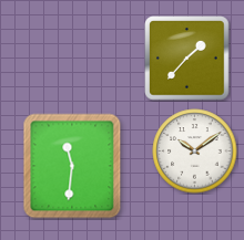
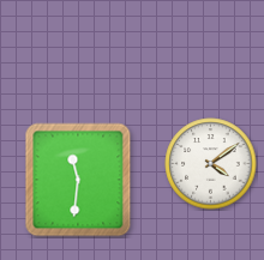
clock at (187, 59): 1:37 -> none
clock at (195, 152): 10:09 -> 4:09
